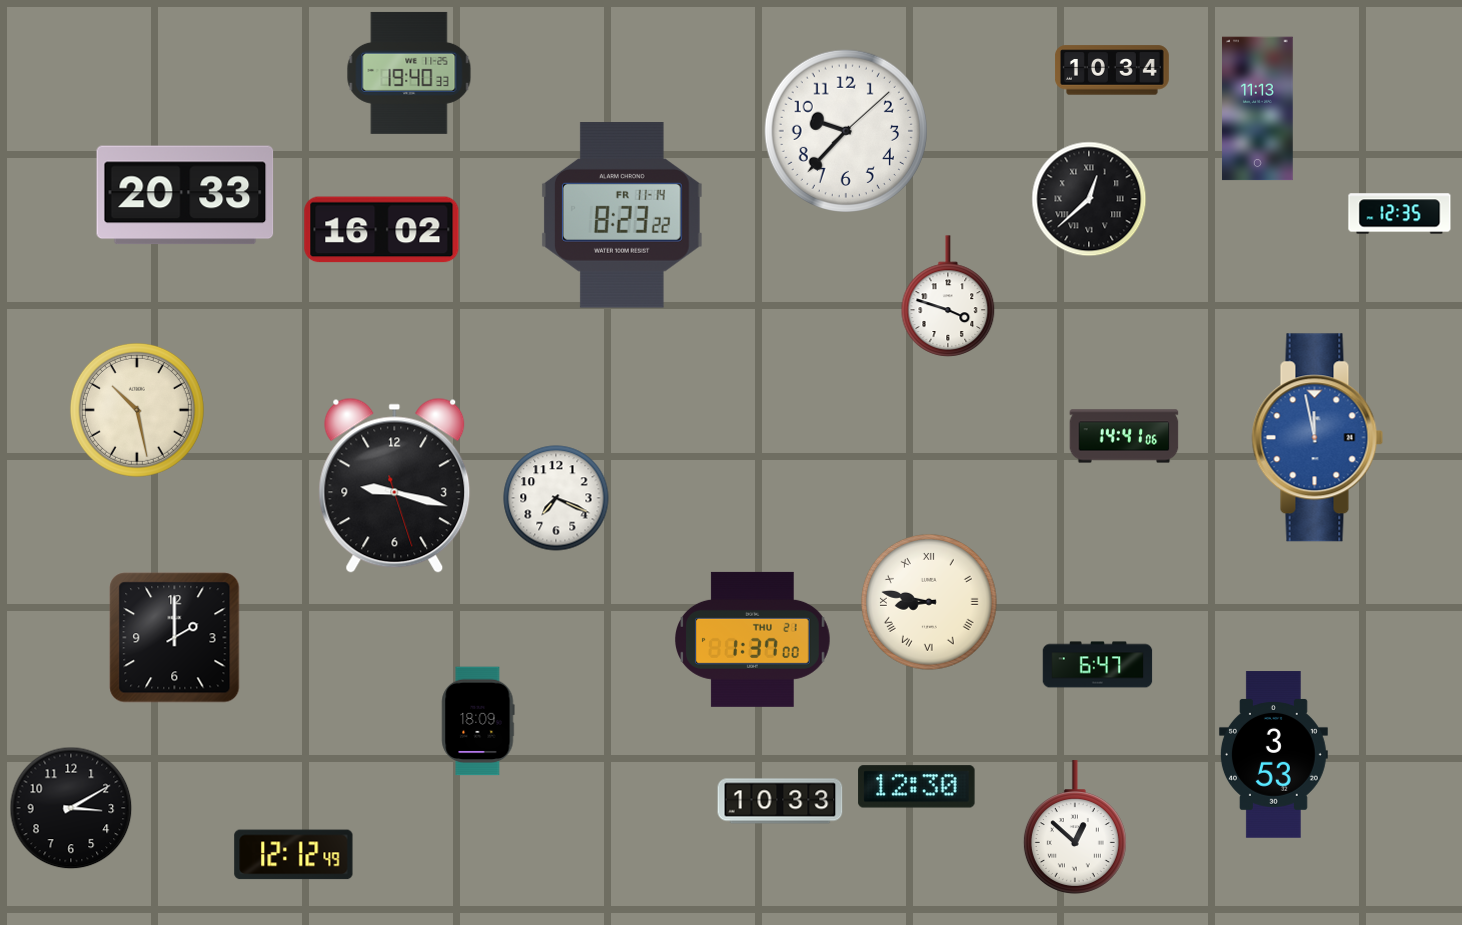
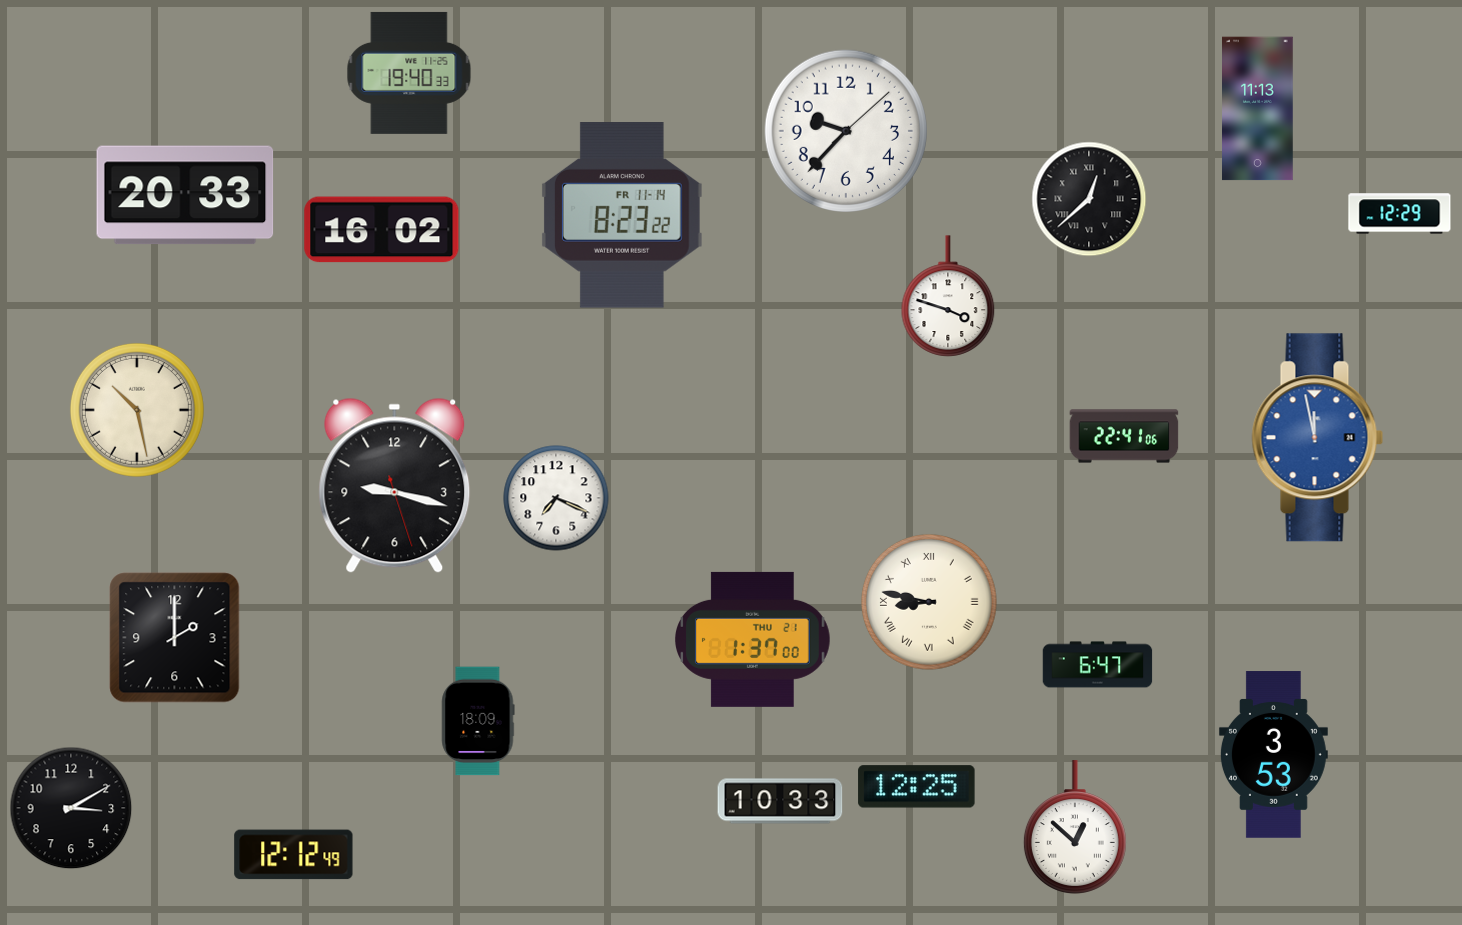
clock at (1113, 70): 10:34 -> none
clock at (1400, 214): 12:35 -> 12:29
clock at (1124, 436): 14:41 -> 22:41
clock at (917, 787): 12:30 -> 12:25
